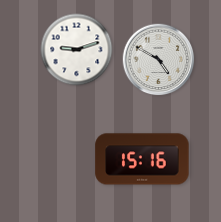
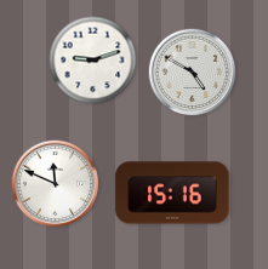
clock at (56, 184): none -> 11:49
